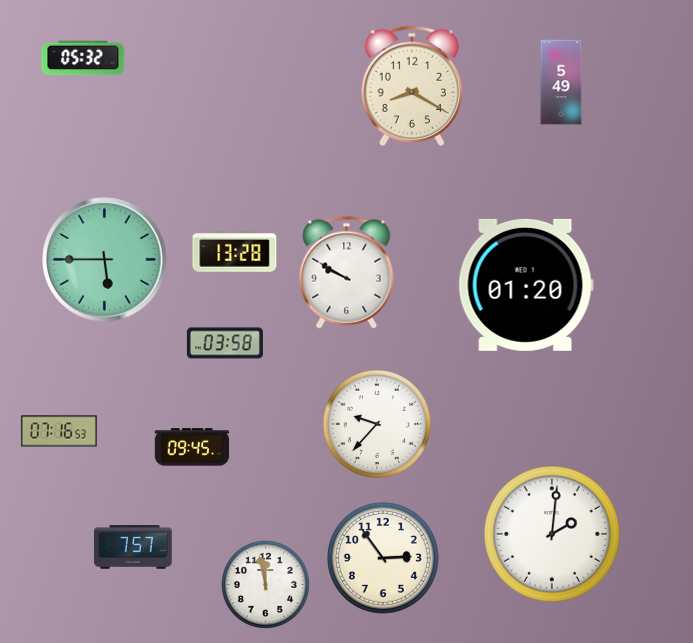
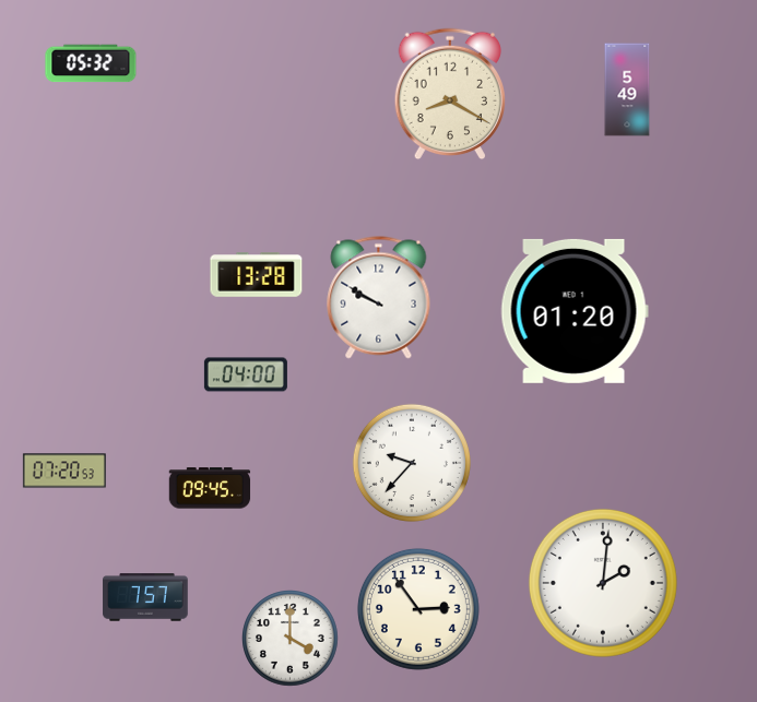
clock at (561, 82) position: (561, 82) -> (627, 90)
clock at (105, 260): 5:45 -> none
clock at (225, 343): 03:58 -> 04:00
clock at (59, 431): 07:16 -> 07:20
clock at (266, 585): 11:58 -> 4:00
